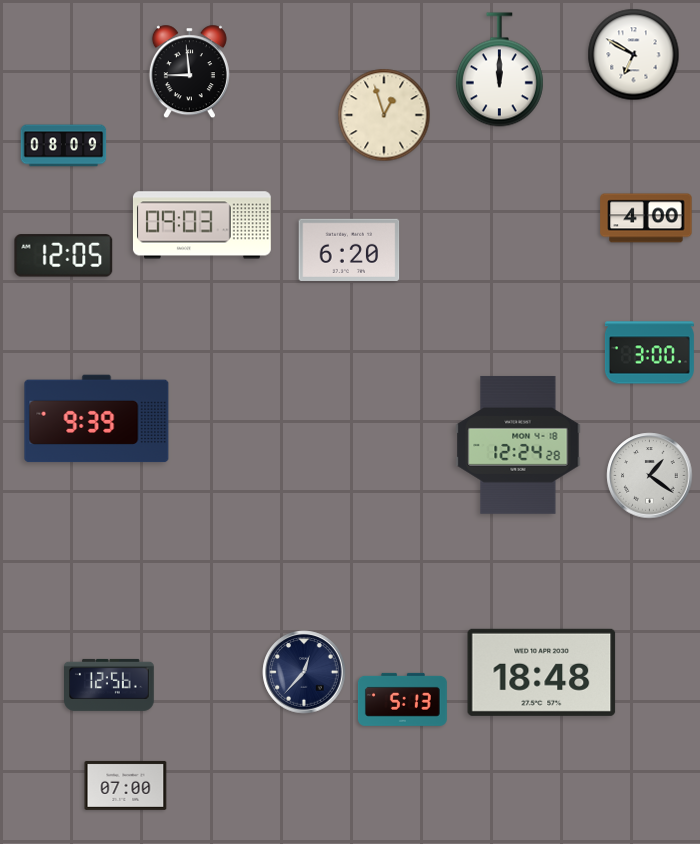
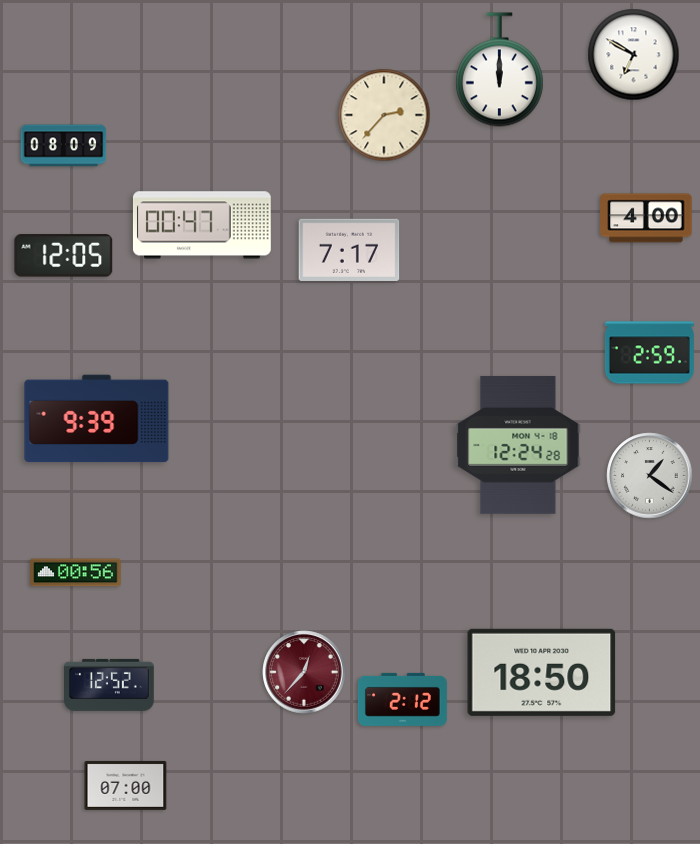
clock at (189, 72): 8:59 -> none
clock at (384, 115): 12:57 -> 2:37
clock at (202, 225): 09:03 -> 00:47
clock at (349, 250): 6:20 -> 7:17
clock at (649, 353): 3:00 -> 2:59
clock at (76, 573): none -> 00:56
clock at (304, 672) dial: navy -> burgundy
clock at (542, 672): 18:48 -> 18:50
clock at (110, 685): 12:56 -> 12:52
clock at (402, 699): 5:13 -> 2:12
